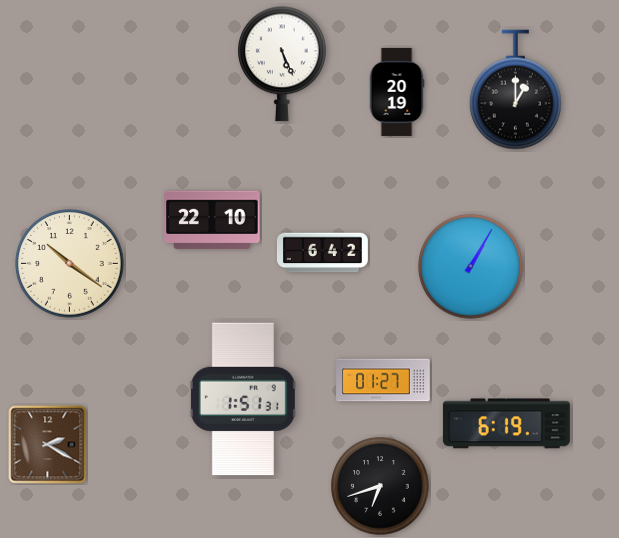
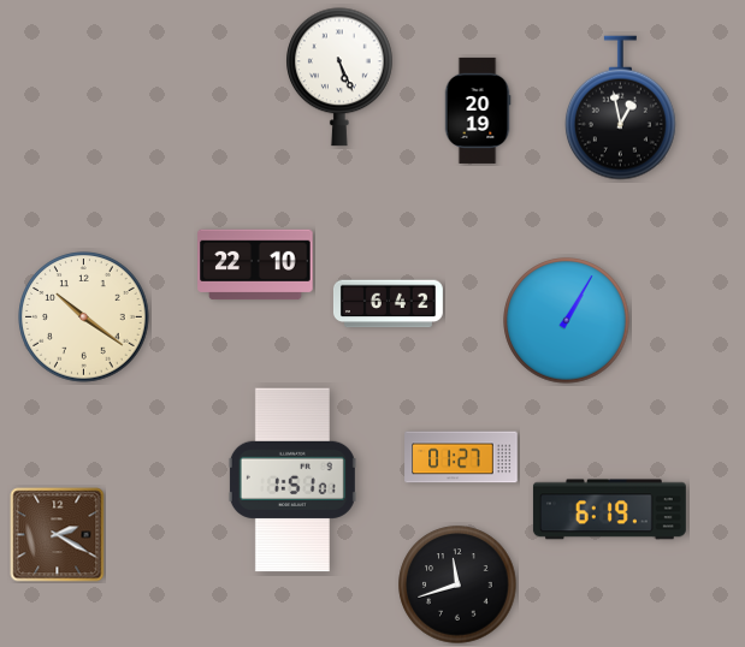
clock at (515, 90): 1:00 -> 12:58
clock at (243, 399): 1:51:31 -> 1:51:01
clock at (380, 486): 6:42 -> 11:42
